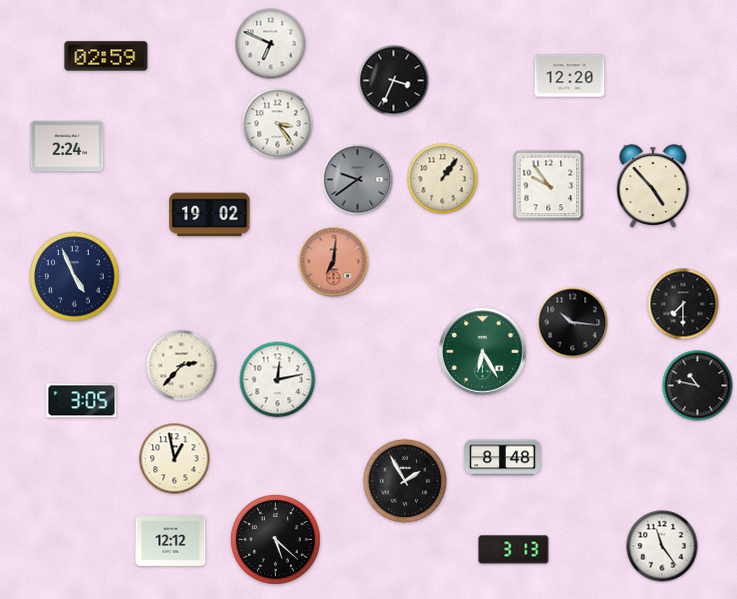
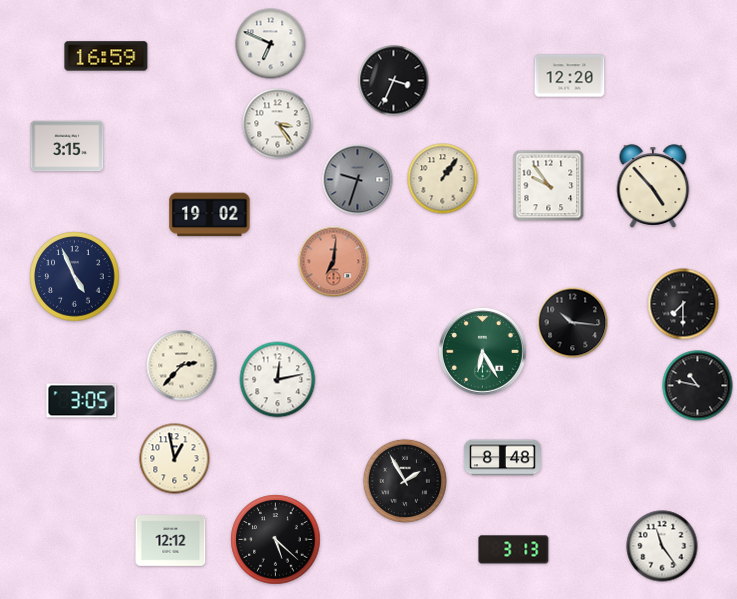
clock at (106, 56): 02:59 -> 16:59
clock at (67, 146): 2:24 -> 3:15
clock at (358, 180): 9:39 -> 9:33
